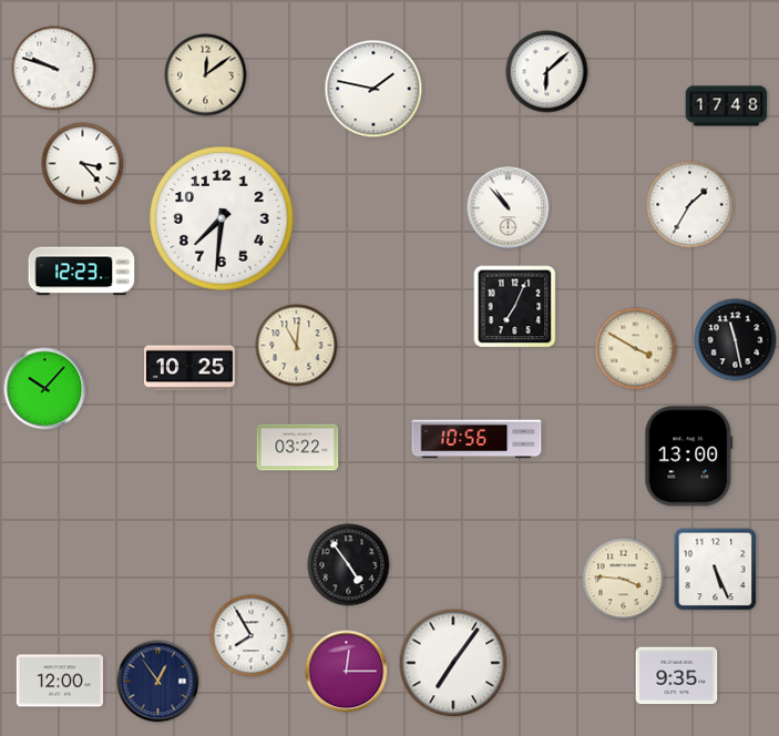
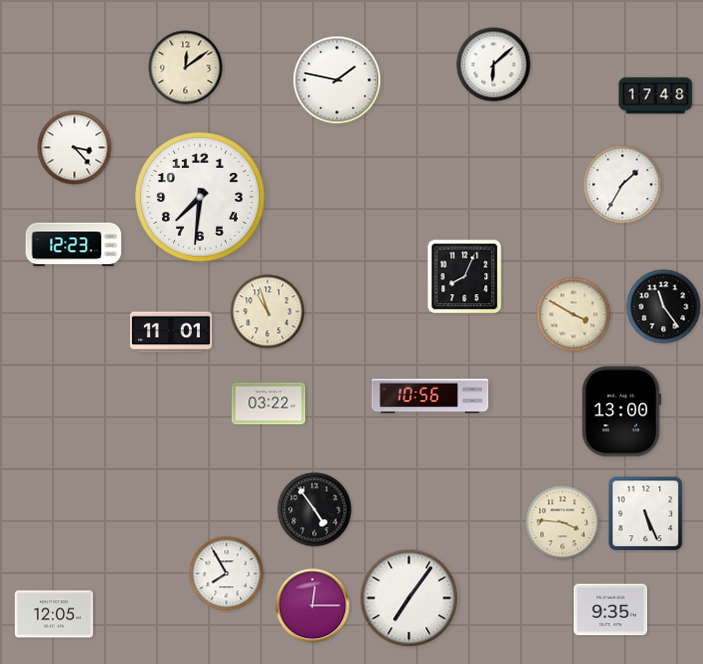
clock at (54, 69): 9:48 -> none
clock at (509, 208): 10:53 -> none
clock at (515, 307): 7:04 -> 8:04
clock at (736, 340): 11:28 -> 11:24
clock at (297, 346): 11:01 -> 10:57
clock at (191, 368): 10:25 -> 11:01
clock at (45, 389): 10:07 -> none
clock at (60, 681): 12:00 -> 12:05
clock at (158, 682): 12:54 -> none
